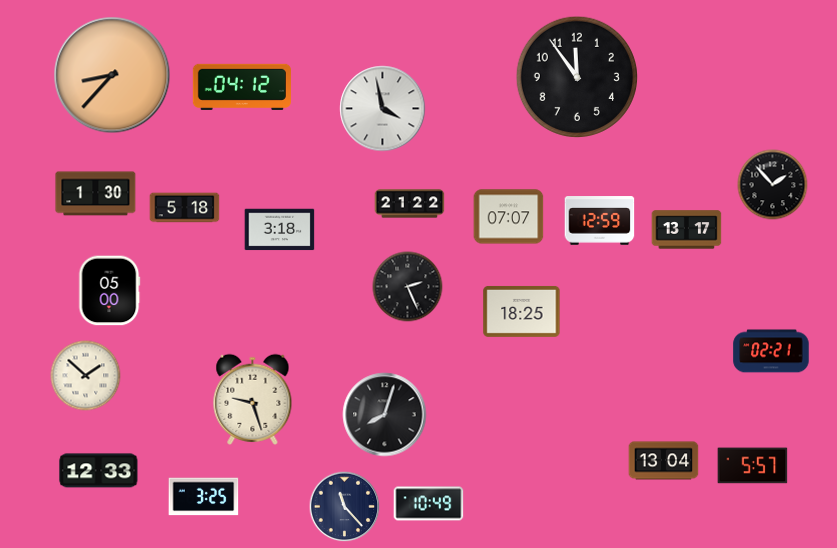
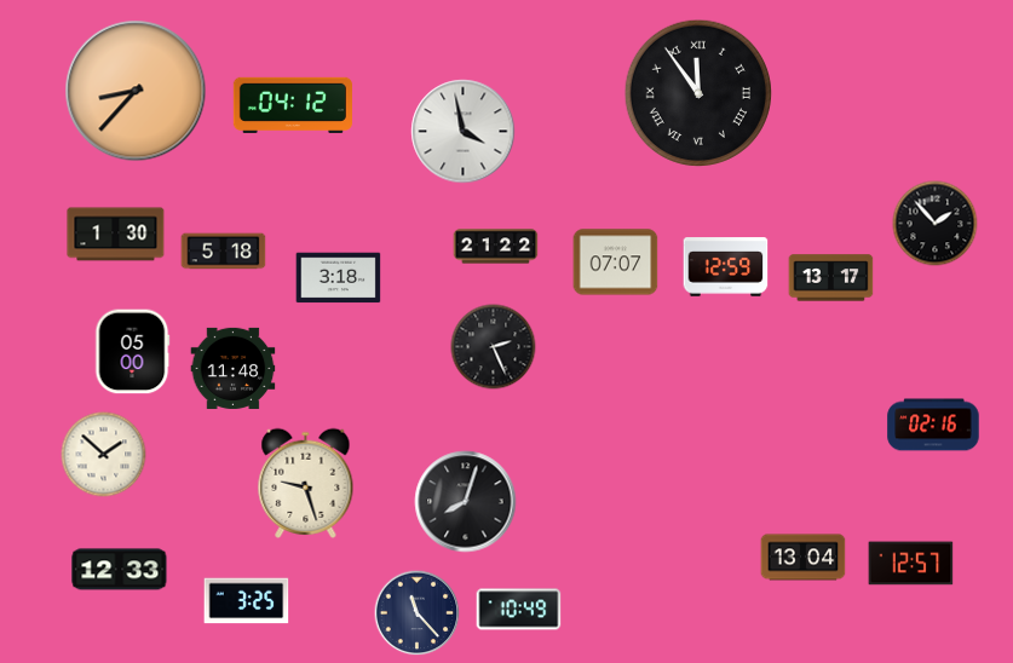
clock at (576, 76) numerals: Arabic -> Roman
clock at (234, 368): none -> 11:48
clock at (522, 311): 18:25 -> none
clock at (771, 351): 02:21 -> 02:16
clock at (753, 466): 5:57 -> 12:57
